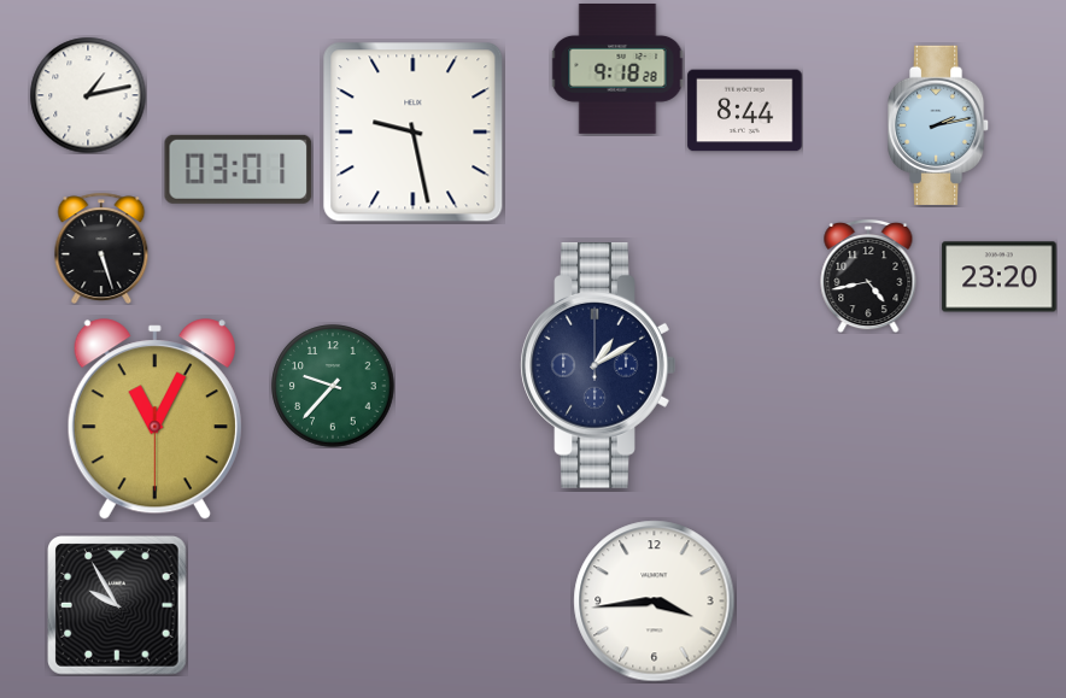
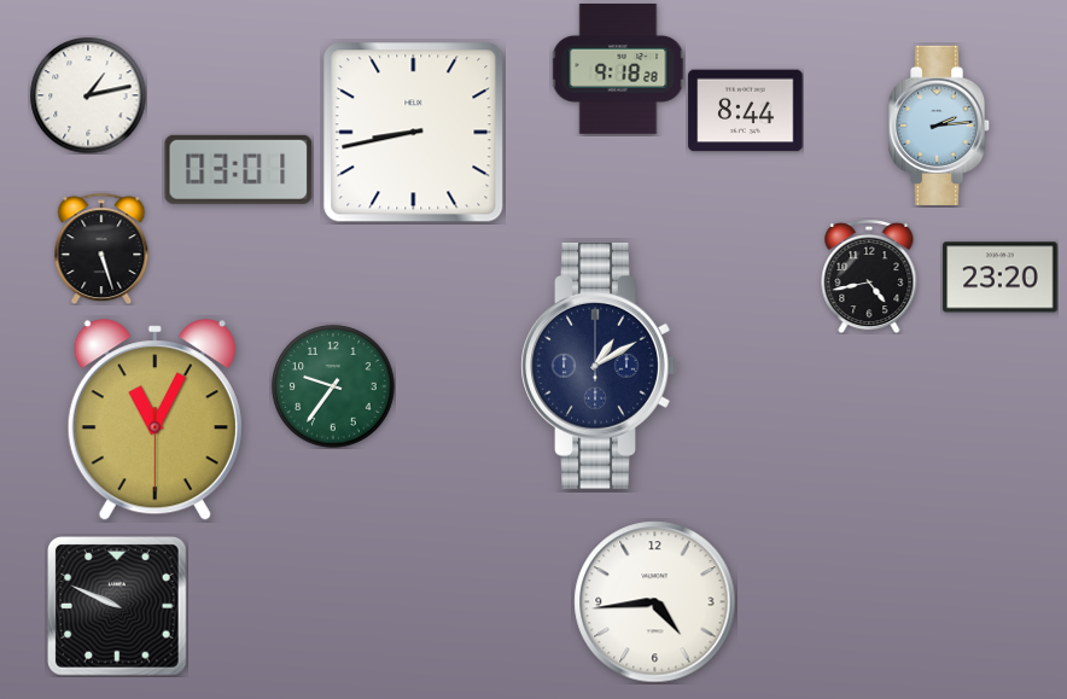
clock at (939, 125): 2:13 -> 2:14
clock at (414, 133): 9:28 -> 8:43
clock at (333, 386): 9:37 -> 9:36
clock at (655, 602): 3:44 -> 4:44
clock at (118, 606): 9:55 -> 9:49
